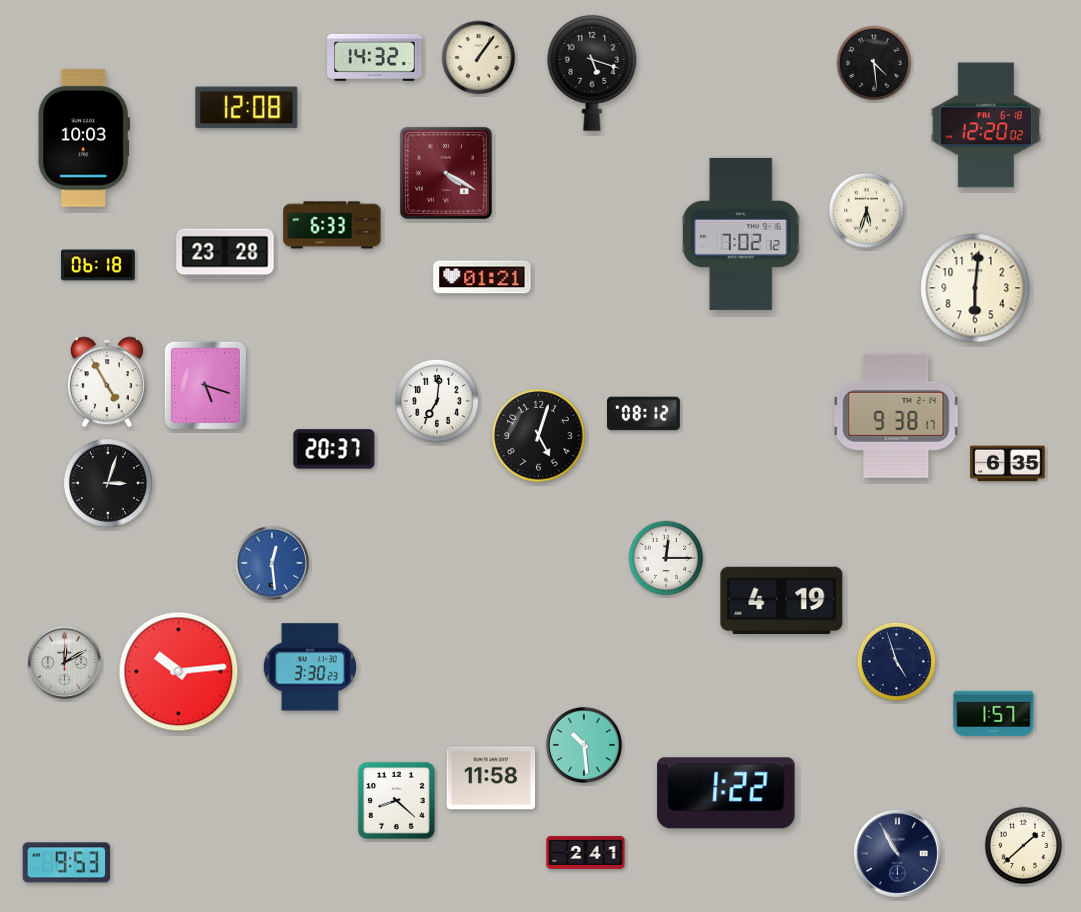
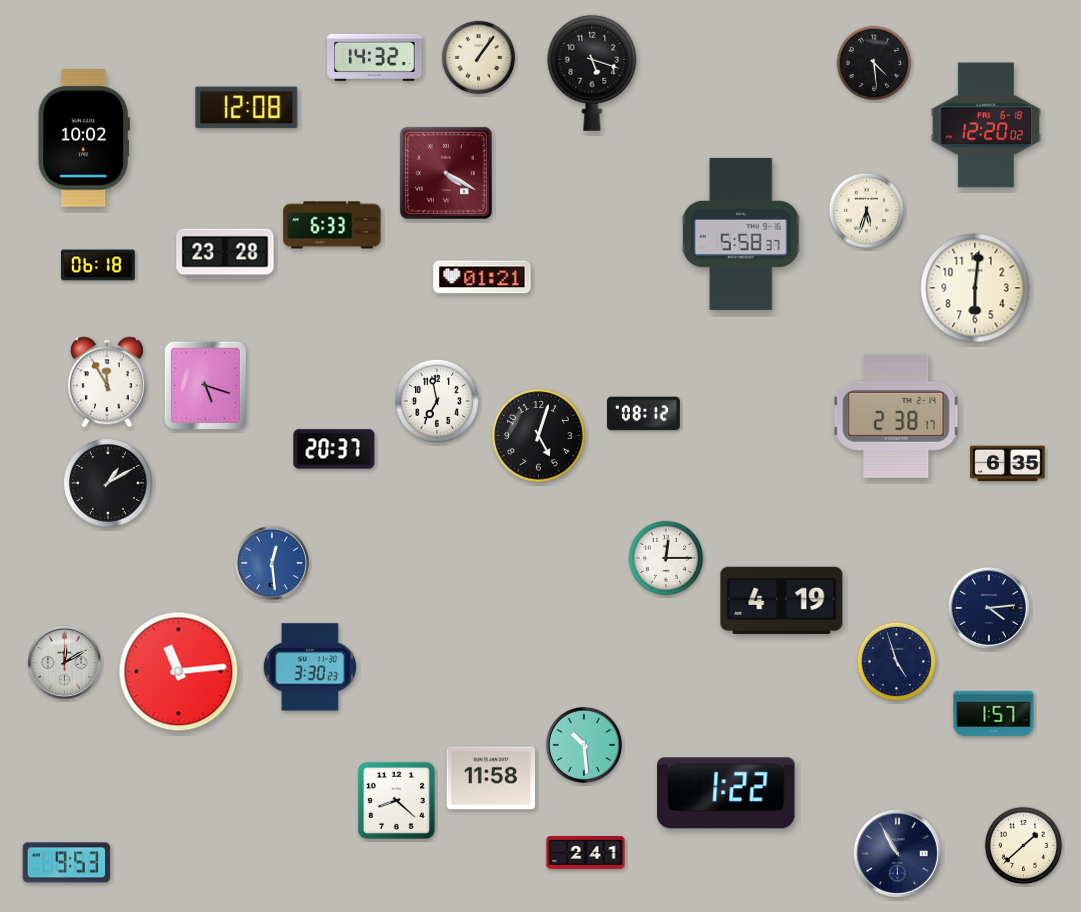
clock at (84, 138): 10:03 -> 10:02
clock at (741, 234): 7:02 -> 5:58
clock at (107, 382): 4:55 -> 11:55
clock at (437, 401): 7:01 -> 6:58
clock at (896, 416): 9:38 -> 2:38
clock at (109, 484): 3:03 -> 1:10
clock at (989, 608): none -> 4:14
clock at (179, 672): 10:14 -> 11:14
